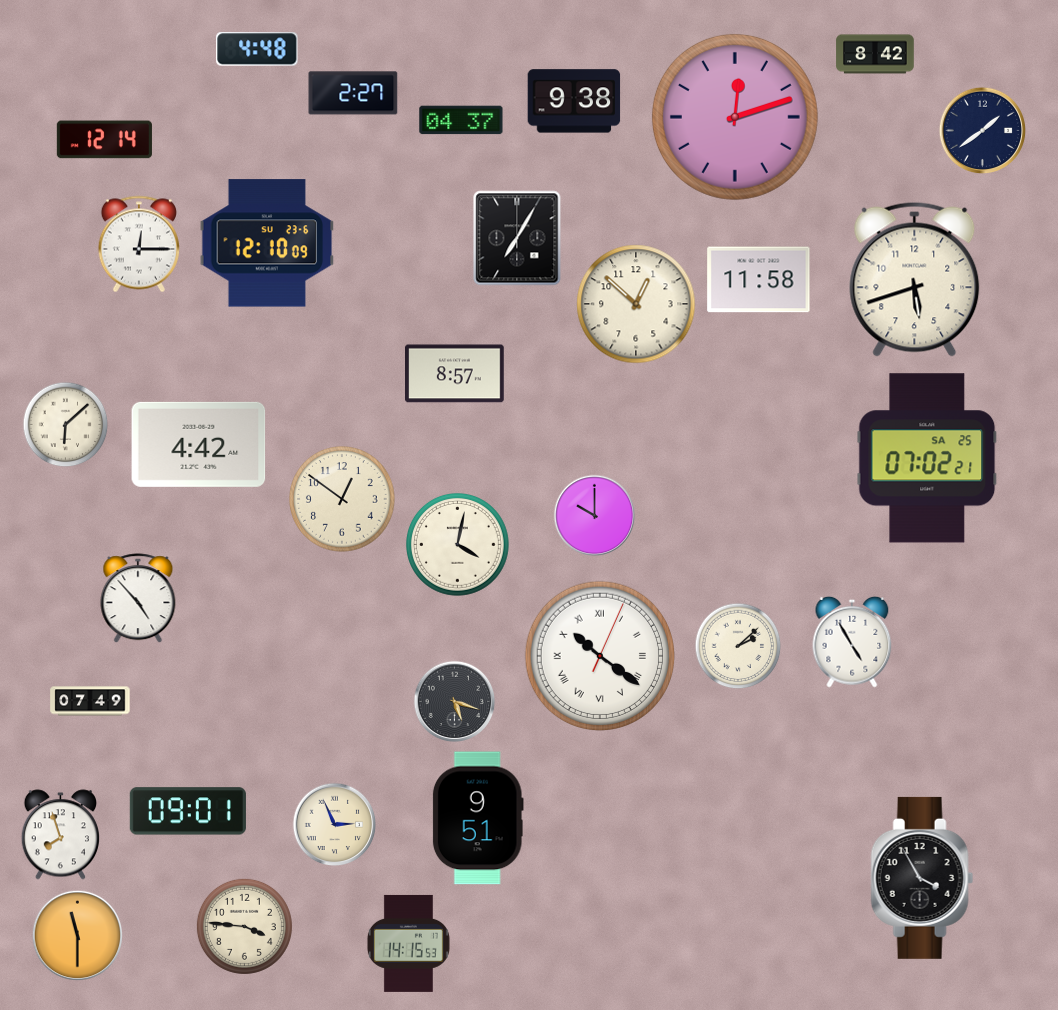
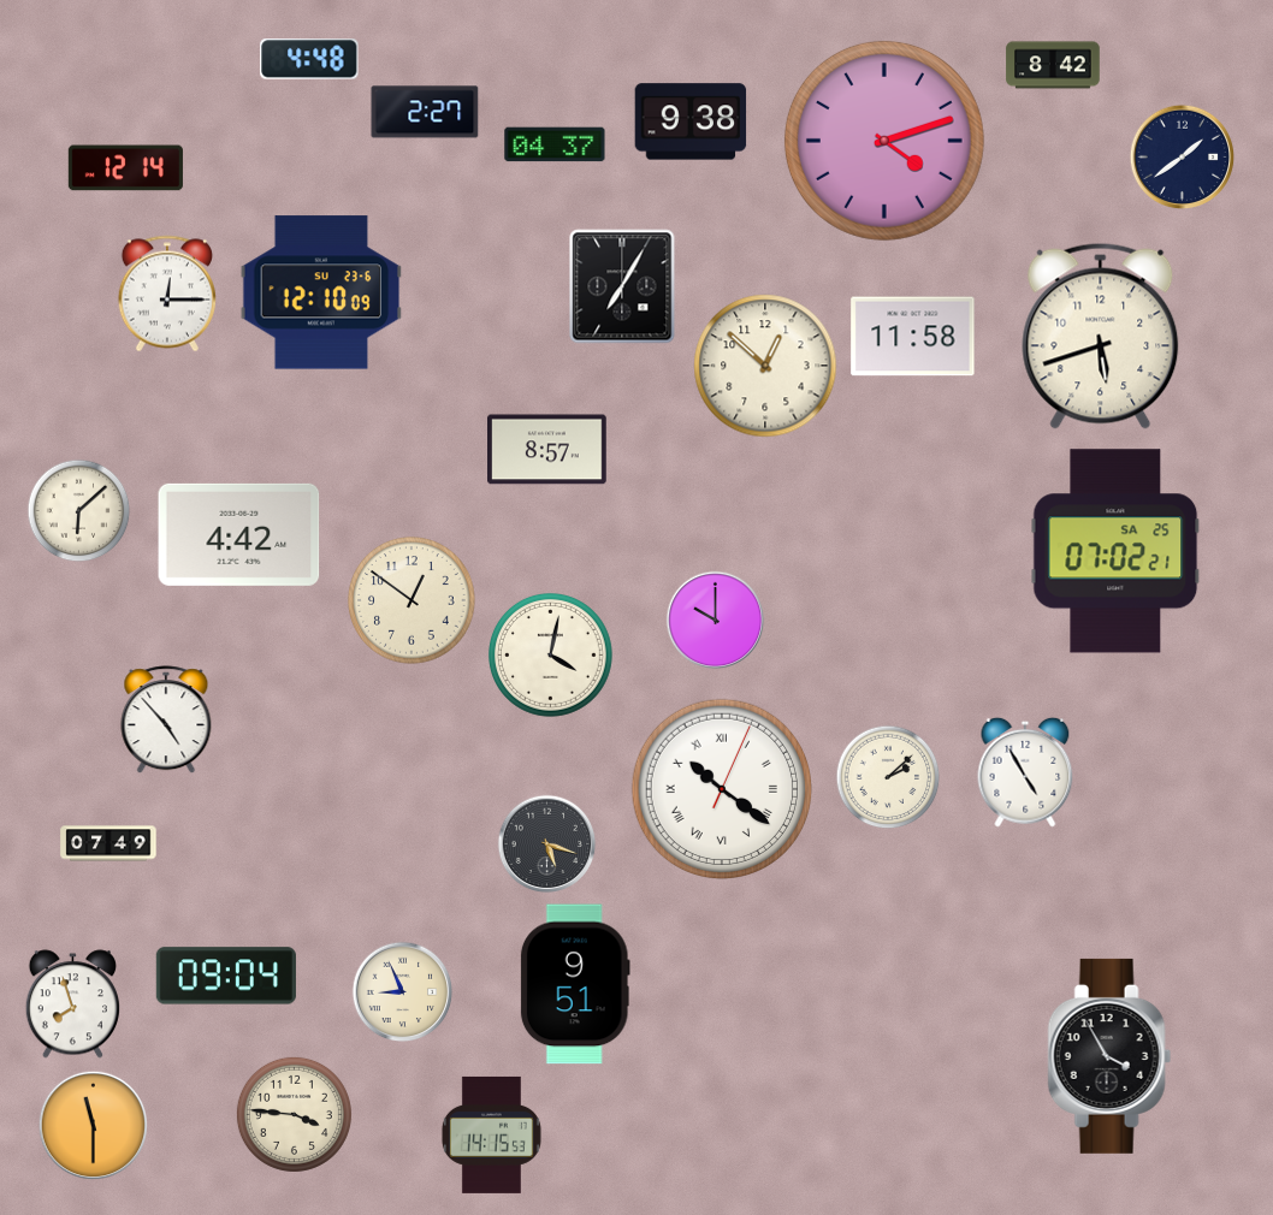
clock at (735, 117): 12:12 -> 4:12
clock at (188, 811): 09:01 -> 09:04
clock at (335, 825): 2:56 -> 8:56
